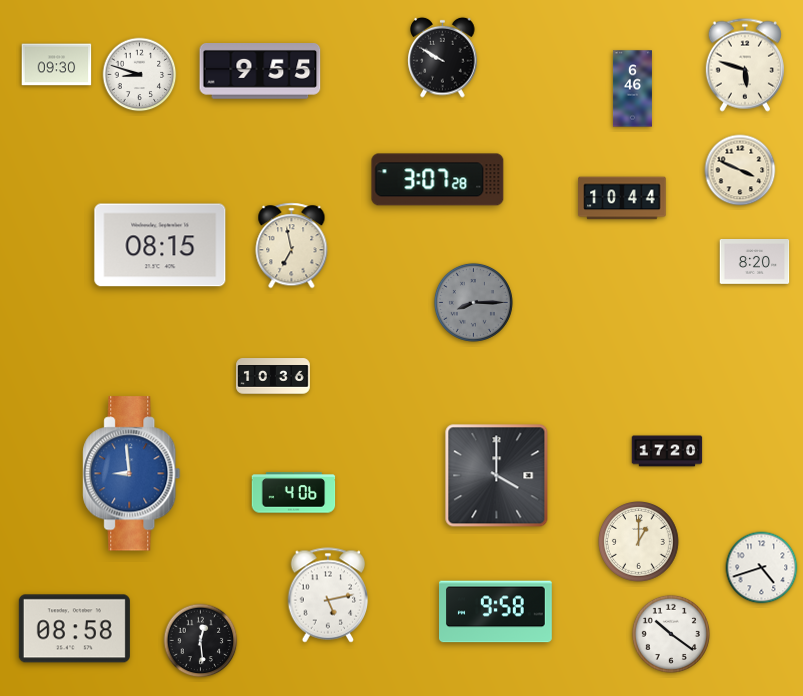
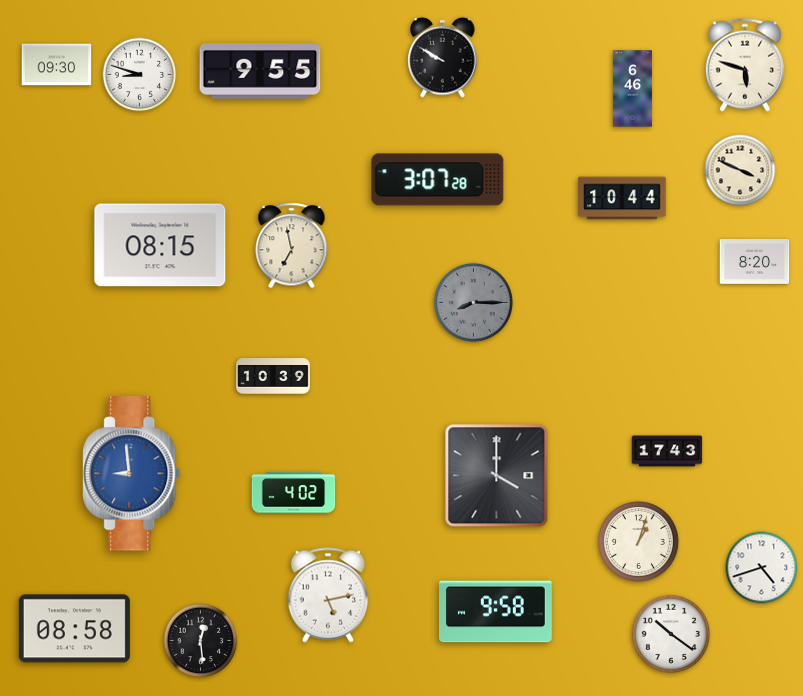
clock at (273, 376): 10:36 -> 10:39
clock at (667, 451): 17:20 -> 17:43
clock at (294, 493): 4:06 -> 4:02
clock at (639, 542): 1:00 -> 1:03
